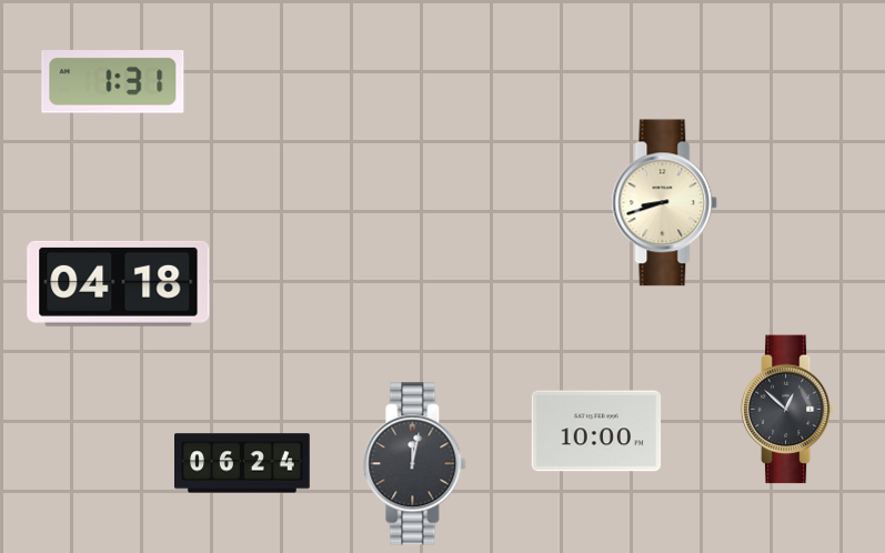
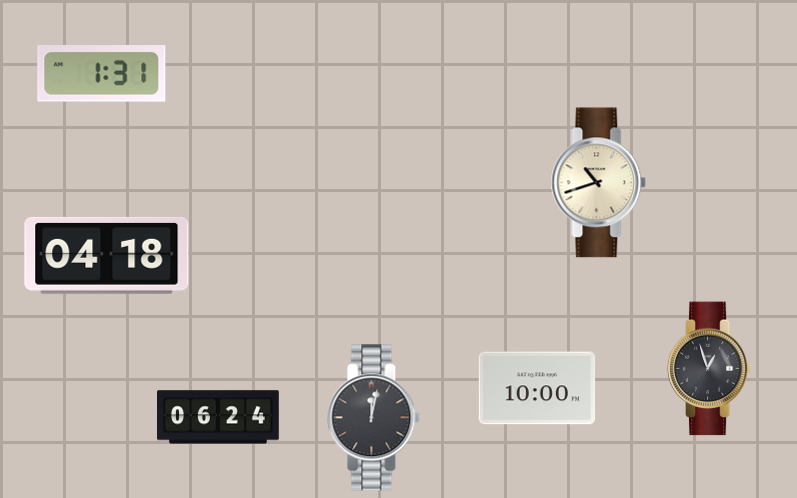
clock at (665, 203): 8:42 -> 10:42
clock at (788, 410): 12:52 -> 12:57
